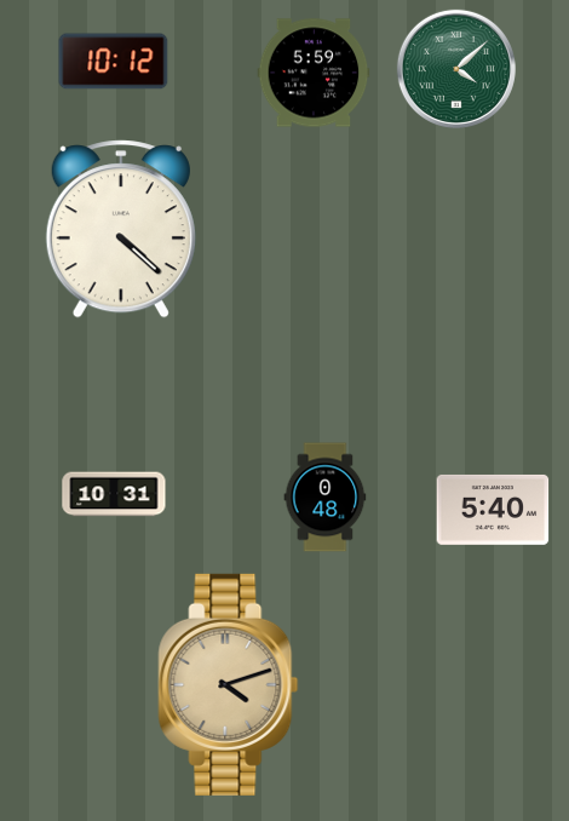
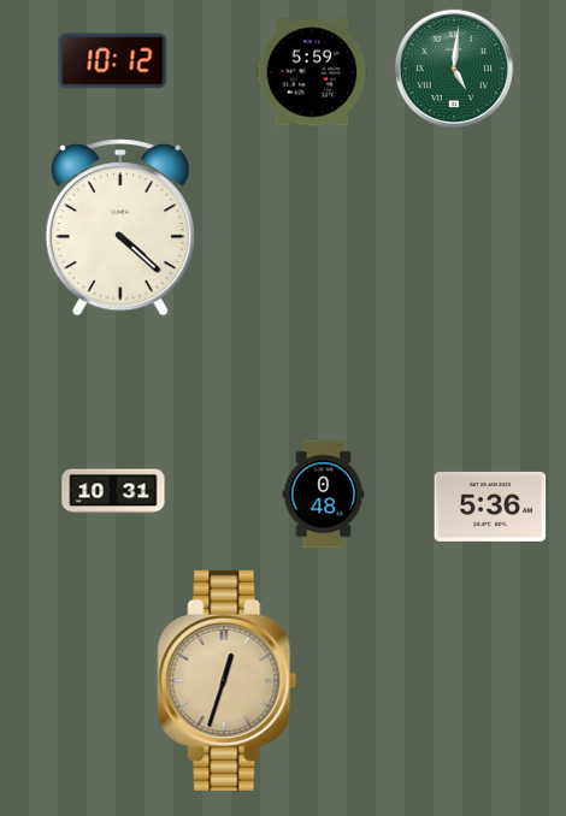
clock at (456, 69): 4:08 -> 5:01
clock at (493, 510): 5:40 -> 5:36
clock at (229, 684): 4:12 -> 12:33
